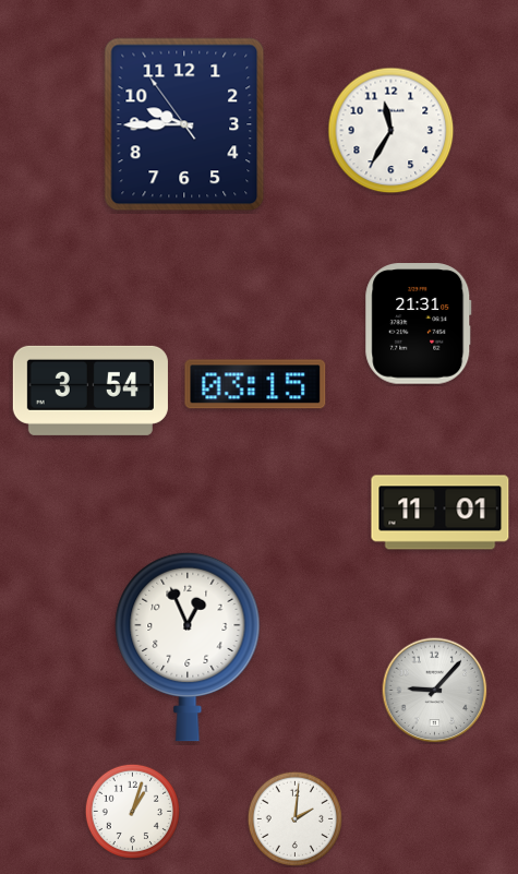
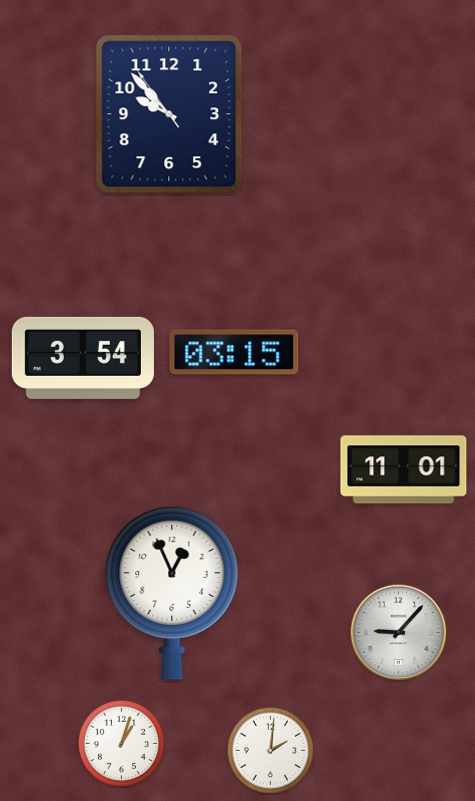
clock at (184, 124): 9:44 -> 9:52
clock at (391, 131): 11:35 -> none
clock at (419, 324): 21:31 -> none
